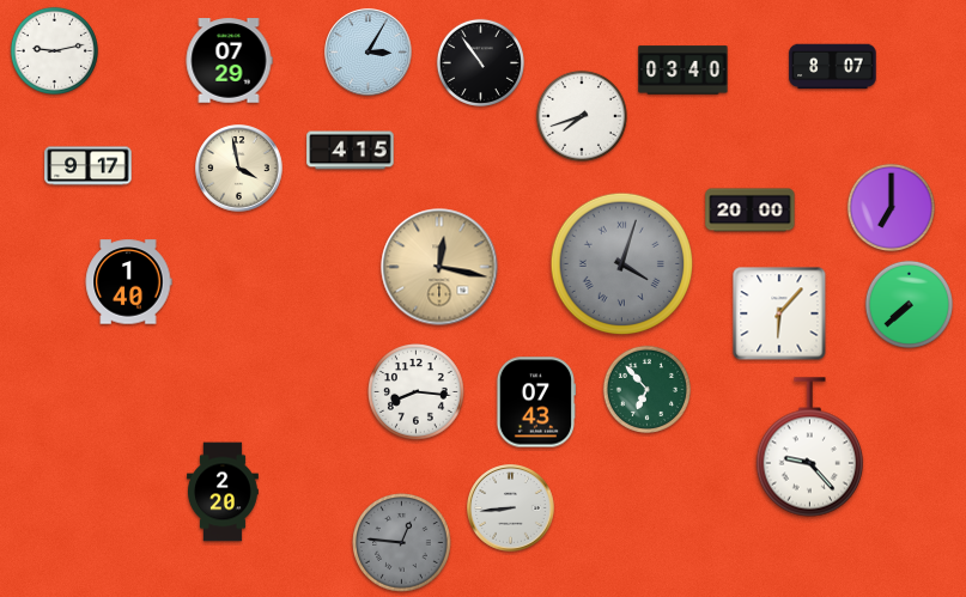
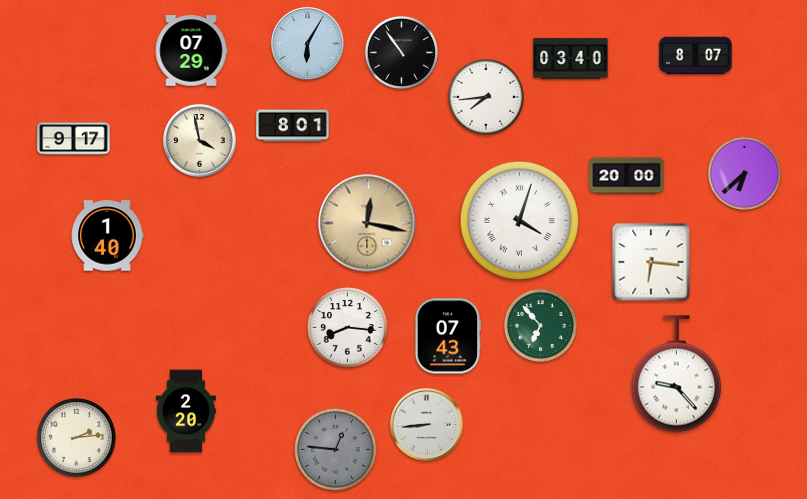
clock at (54, 50): 9:13 -> none
clock at (369, 53): 3:05 -> 6:05
clock at (582, 116): 7:42 -> 7:44
clock at (351, 151): 4:15 -> 8:01
clock at (891, 207): 7:00 -> 6:38
clock at (622, 264) dial: grey -> white
clock at (909, 304): 7:38 -> none
clock at (779, 313): 6:07 -> 6:16
clock at (76, 437): none -> 2:14
clock at (402, 543) position: (402, 543) -> (336, 450)
